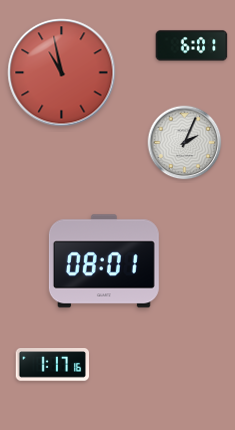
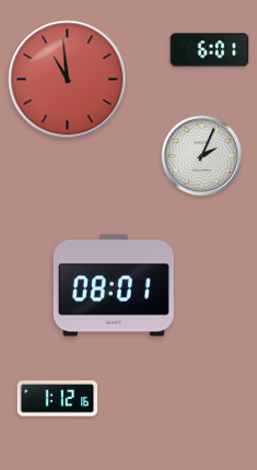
clock at (62, 73): 10:58 -> 10:59
clock at (53, 365): 1:17 -> 1:12
